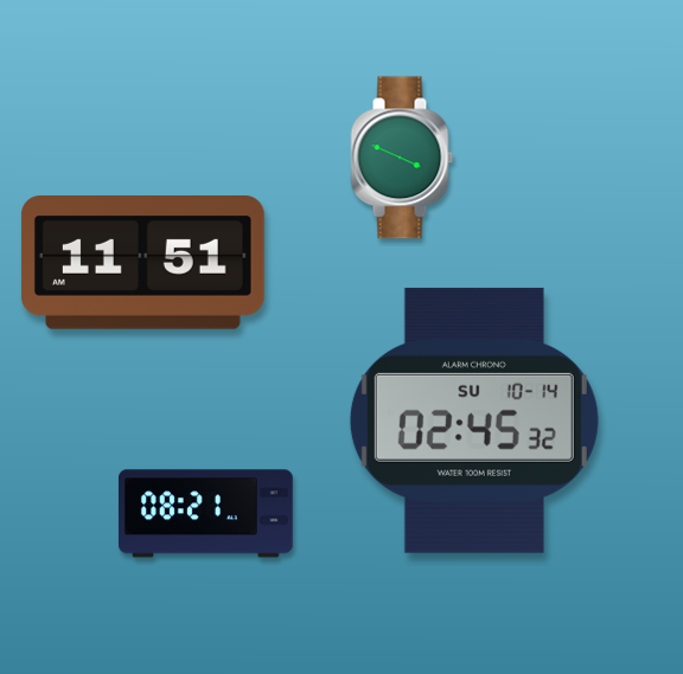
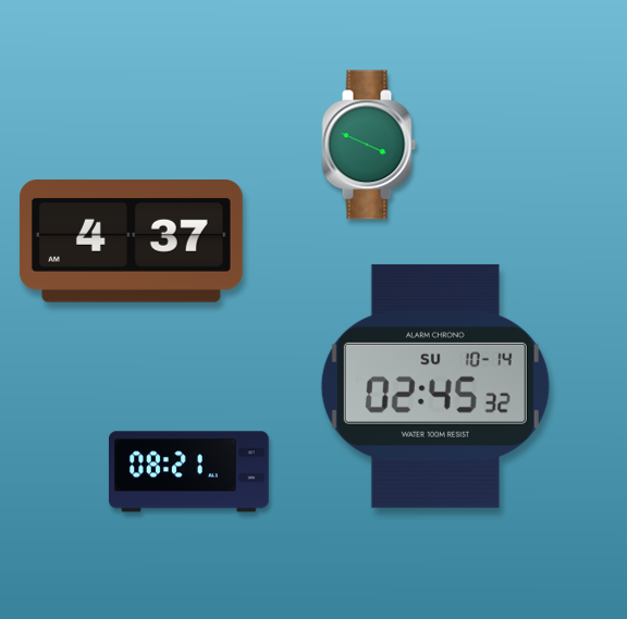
clock at (142, 263): 11:51 -> 4:37
